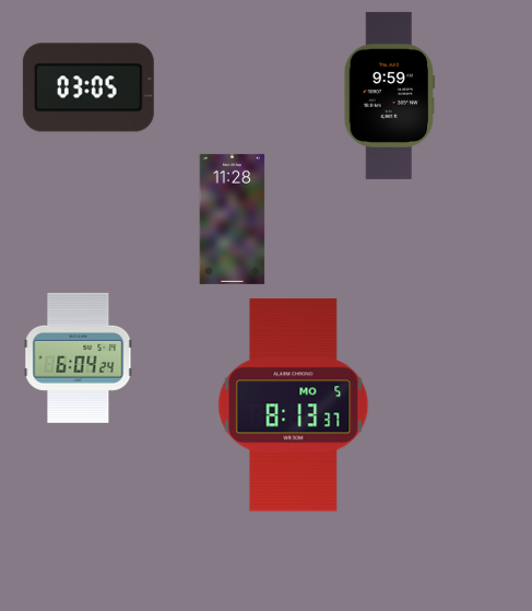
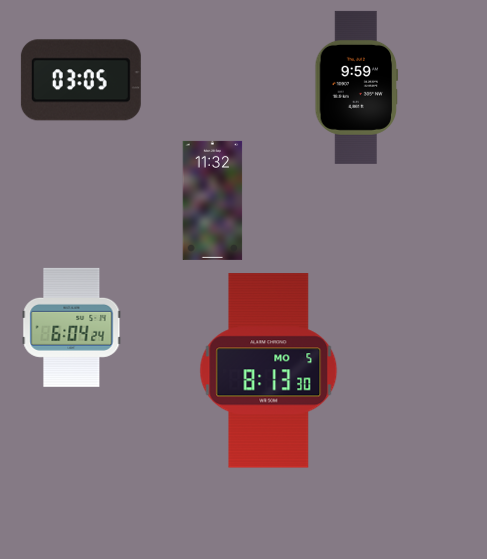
clock at (233, 219): 11:28 -> 11:32
clock at (294, 406): 8:13:37 -> 8:13:30
